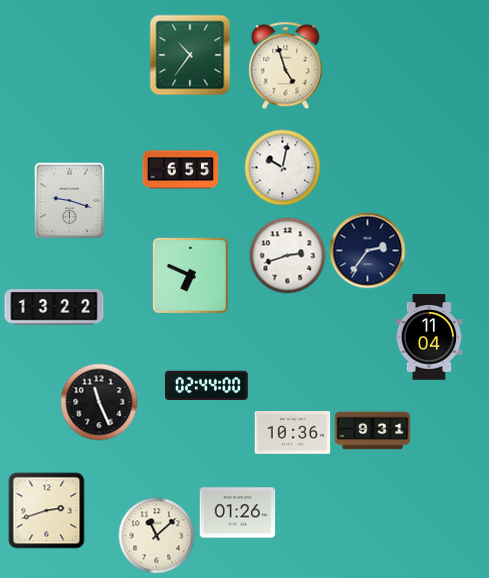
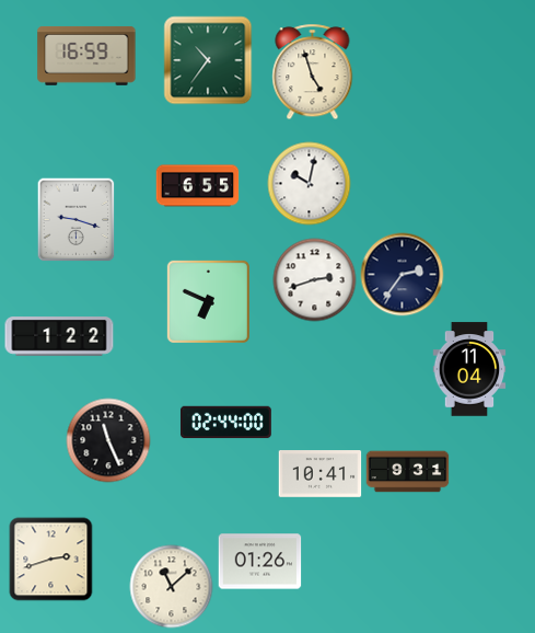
clock at (86, 56): none -> 16:59
clock at (54, 307): 13:22 -> 1:22
clock at (293, 433): 10:36 -> 10:41
